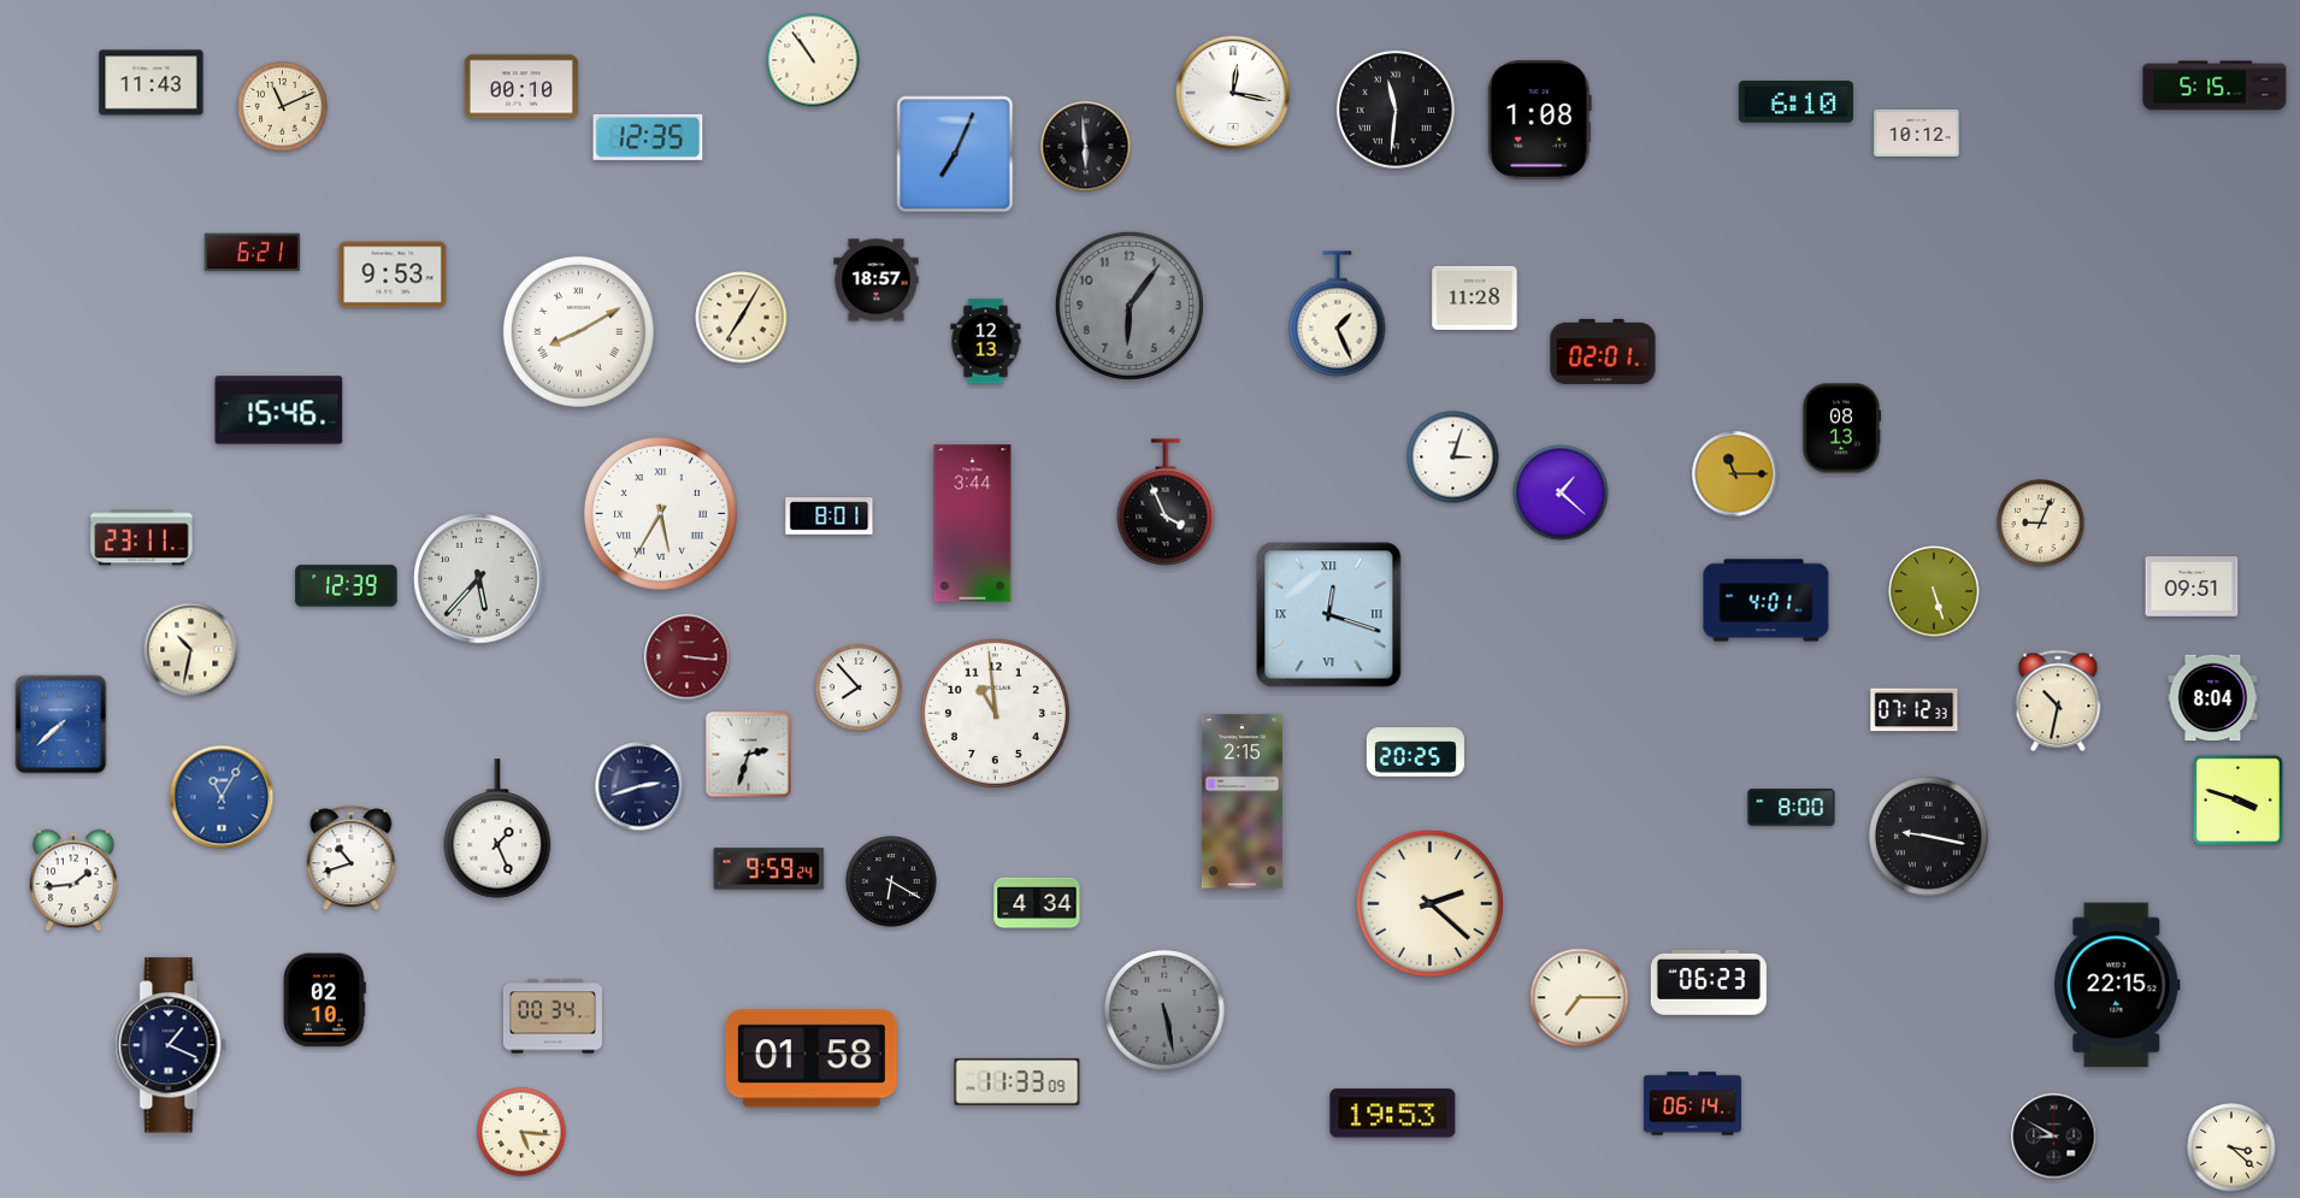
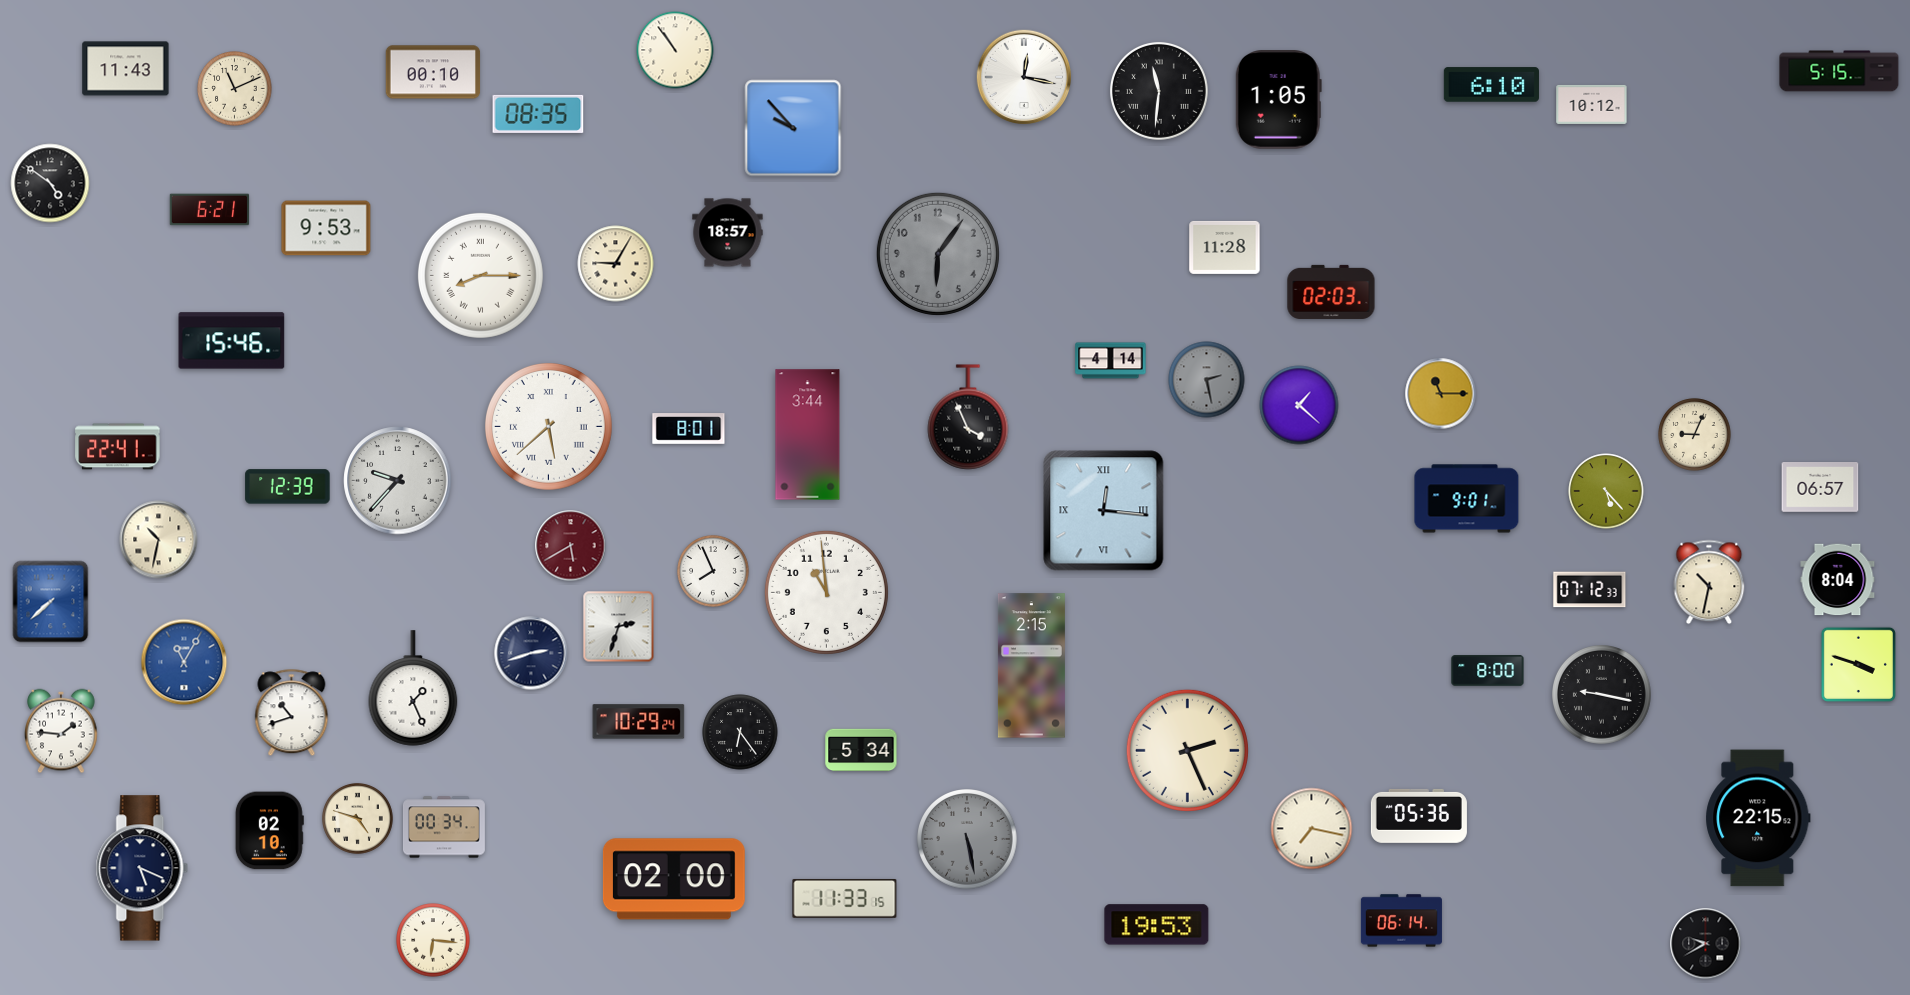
clock at (1539, 120): 1:08 -> 1:05
clock at (1917, 132) position: (1917, 132) -> (1592, 104)
clock at (648, 137): 12:35 -> 08:35
clock at (1086, 147): 5:59 -> none
clock at (955, 154): 7:04 -> 9:53
clock at (50, 183): none -> 4:51
clock at (1338, 314): 1:26 -> none
clock at (742, 318): 7:05 -> 9:05
clock at (578, 331): 8:10 -> 8:15
clock at (986, 342): 12:13 -> none
clock at (1603, 352): 02:01 -> 02:03
clock at (1841, 429): 08:13 -> none
clock at (1111, 361): none -> 4:14
clock at (1453, 458): 3:03 -> 2:28
clock at (1453, 458) dial: white -> grey
clock at (1561, 492) position: (1561, 492) -> (1299, 405)
clock at (661, 514): 5:35 -> 5:38
clock at (142, 538): 23:11 -> 22:41
clock at (479, 579): 5:37 -> 9:37
clock at (2192, 588): 09:51 -> 06:57
clock at (1934, 591): 5:27 -> 5:23
clock at (1767, 601): 4:01 -> 9:01
clock at (1329, 615): 12:18 -> 12:16
clock at (688, 657): 3:16 -> 5:40
clock at (859, 687): 7:53 -> 7:56
clock at (1415, 753): 20:25 -> none
clock at (749, 755) position: (749, 755) -> (619, 627)
clock at (769, 869): 9:59 -> 10:29
clock at (73, 880): 1:44 -> 1:46
clock at (891, 881): 6:20 -> 6:24
clock at (1037, 903): 4:34 -> 5:34
clock at (1429, 903): 2:22 -> 2:26
clock at (1709, 982): 06:23 -> 05:36
clock at (358, 819): none -> 4:48
clock at (1580, 998): 7:15 -> 7:17
clock at (553, 1016) position: (553, 1016) -> (444, 827)
clock at (171, 1045): 1:19 -> 5:19
clock at (812, 1058): 01:58 -> 02:00
clock at (1018, 1081): 11:33:09 -> 11:33:15
clock at (1692, 1104) position: (1692, 1104) -> (1401, 921)
clock at (521, 1132): 5:16 -> 6:16
clock at (2054, 1137): 8:50 -> 9:40
clock at (2231, 1147): 3:22 -> none
